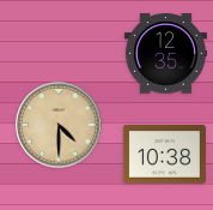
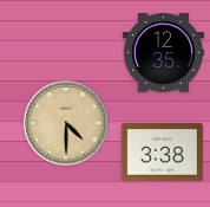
clock at (59, 125) position: (59, 125) -> (66, 123)
clock at (164, 155): 10:38 -> 3:38
